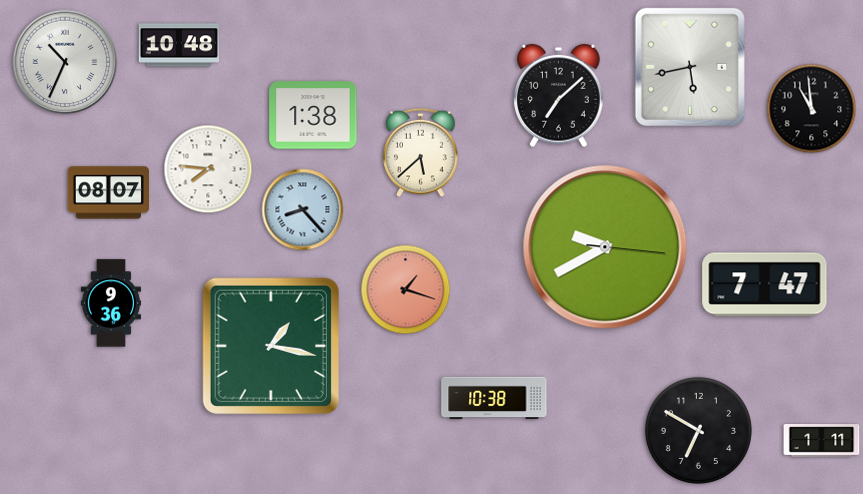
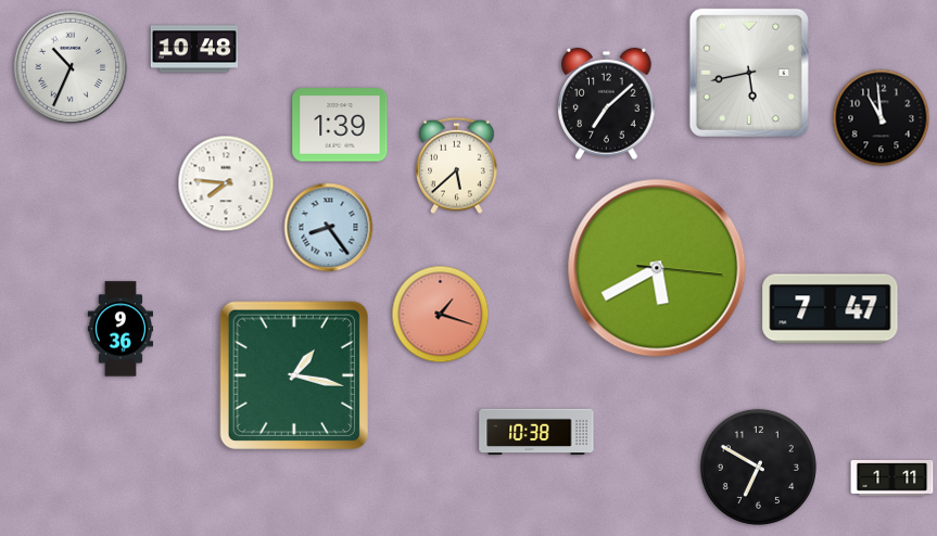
clock at (313, 115): 1:38 -> 1:39
clock at (108, 193): 08:07 -> none
clock at (303, 210): 8:23 -> 8:24
clock at (605, 247): 9:40 -> 5:40
